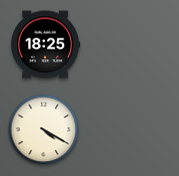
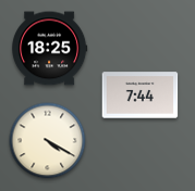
clock at (141, 95): none -> 7:44
